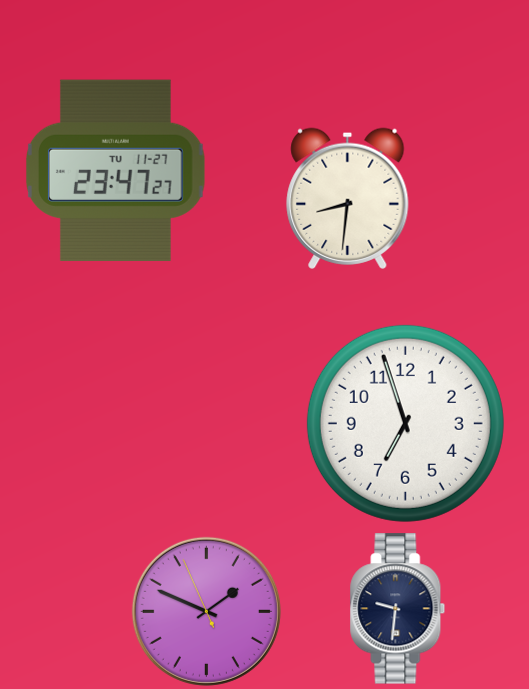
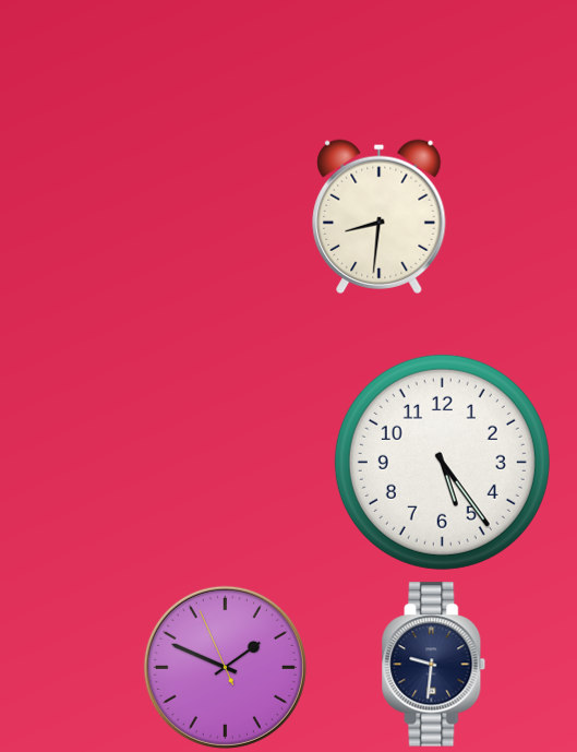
clock at (116, 170): 23:47 -> none
clock at (405, 423): 6:57 -> 5:24
